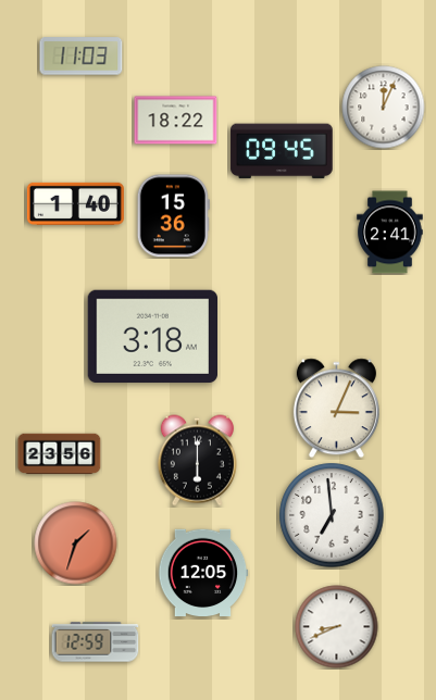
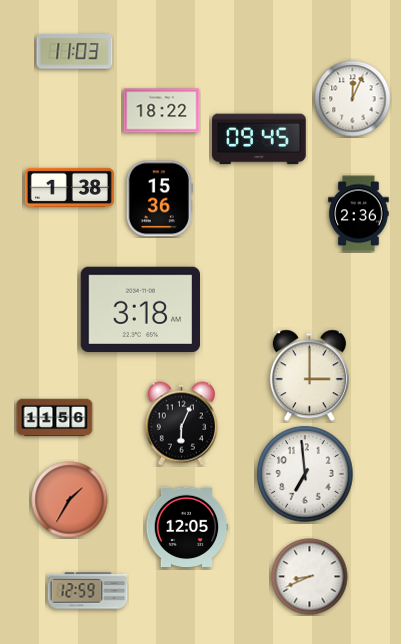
clock at (75, 203): 1:40 -> 1:38
clock at (390, 233): 2:41 -> 2:36
clock at (336, 409): 3:04 -> 3:00
clock at (60, 454): 23:56 -> 11:56
clock at (197, 461): 6:00 -> 6:04
clock at (76, 543): 1:33 -> 1:35
